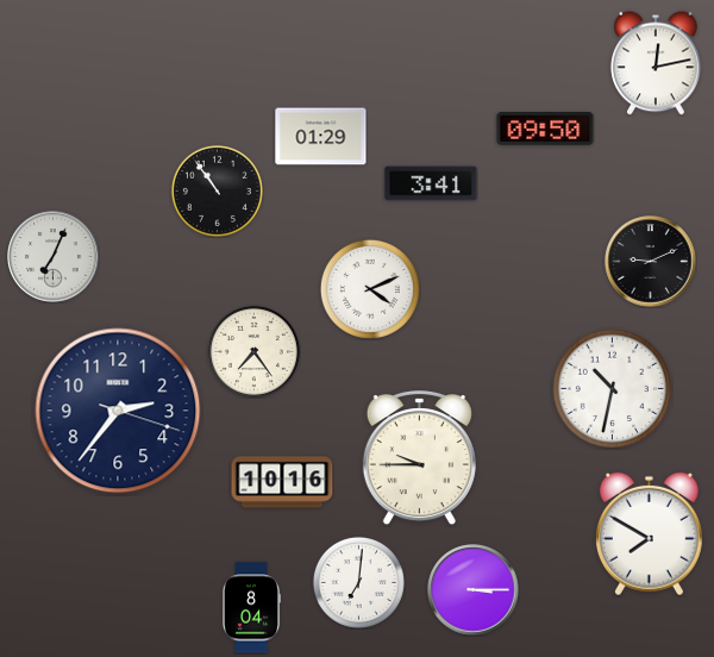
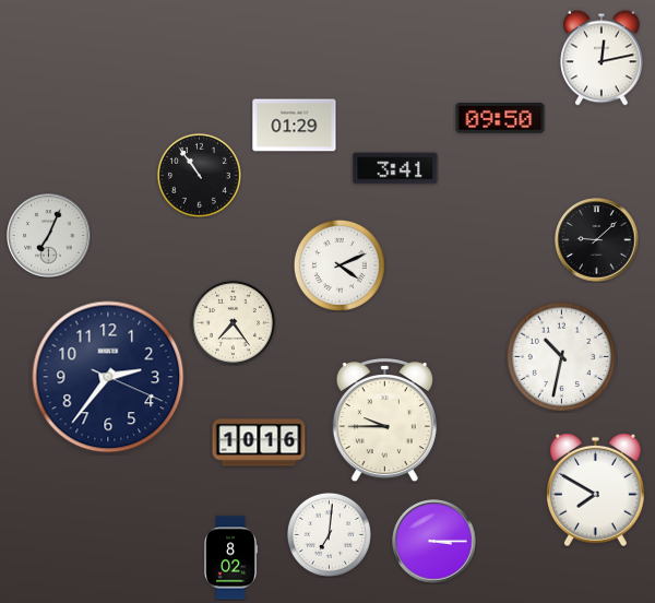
clock at (651, 262): 9:11 -> 9:08
clock at (118, 411): 2:36:18 -> 2:36:19
clock at (252, 608): 8:04 -> 8:02
